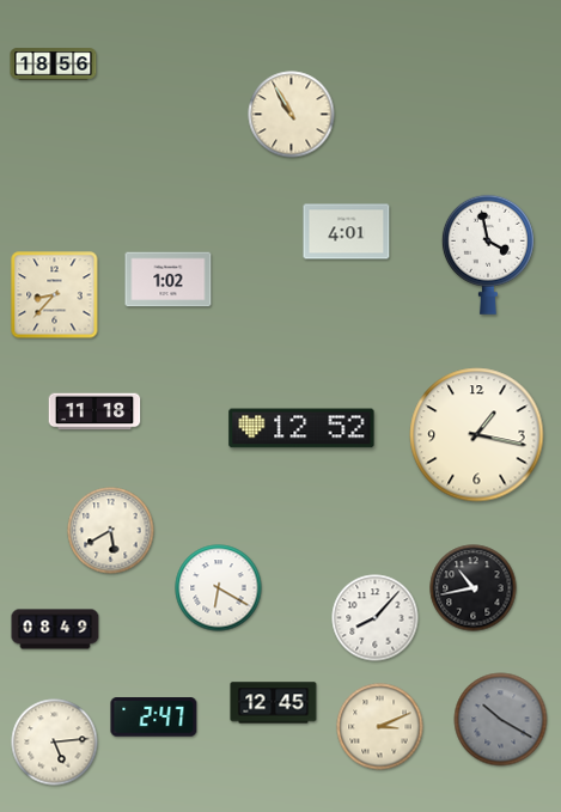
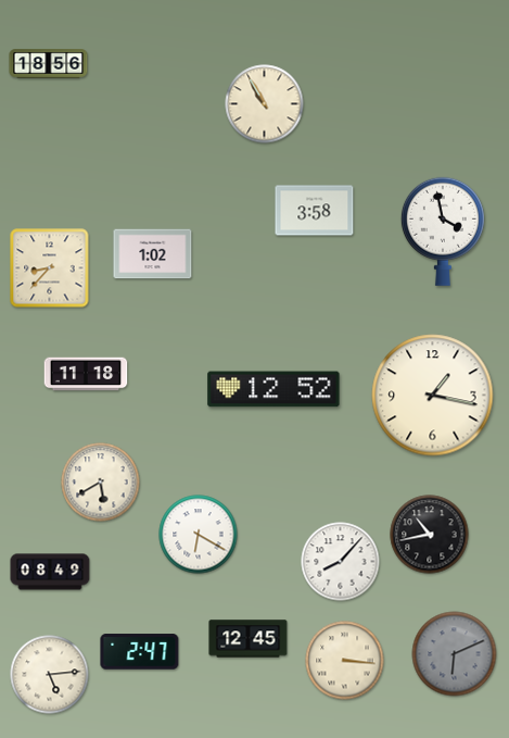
clock at (54, 65) position: (54, 65) -> (49, 64)
clock at (347, 232): 4:01 -> 3:58
clock at (501, 720): 10:20 -> 6:11
clock at (380, 727): 3:11 -> 3:16
